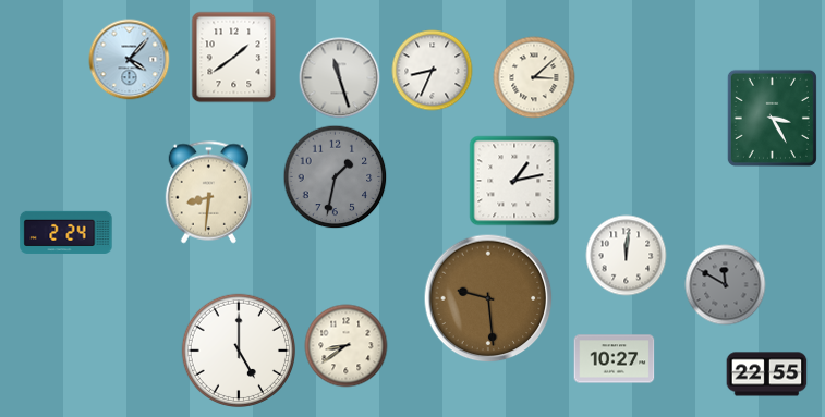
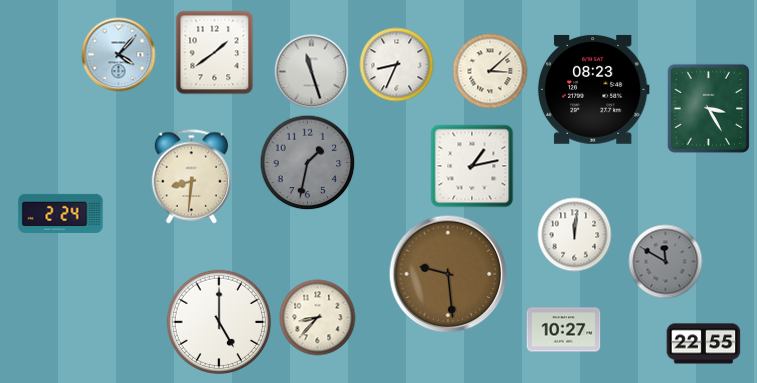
clock at (593, 89): none -> 08:23
clock at (347, 346): 8:39 -> 8:37
